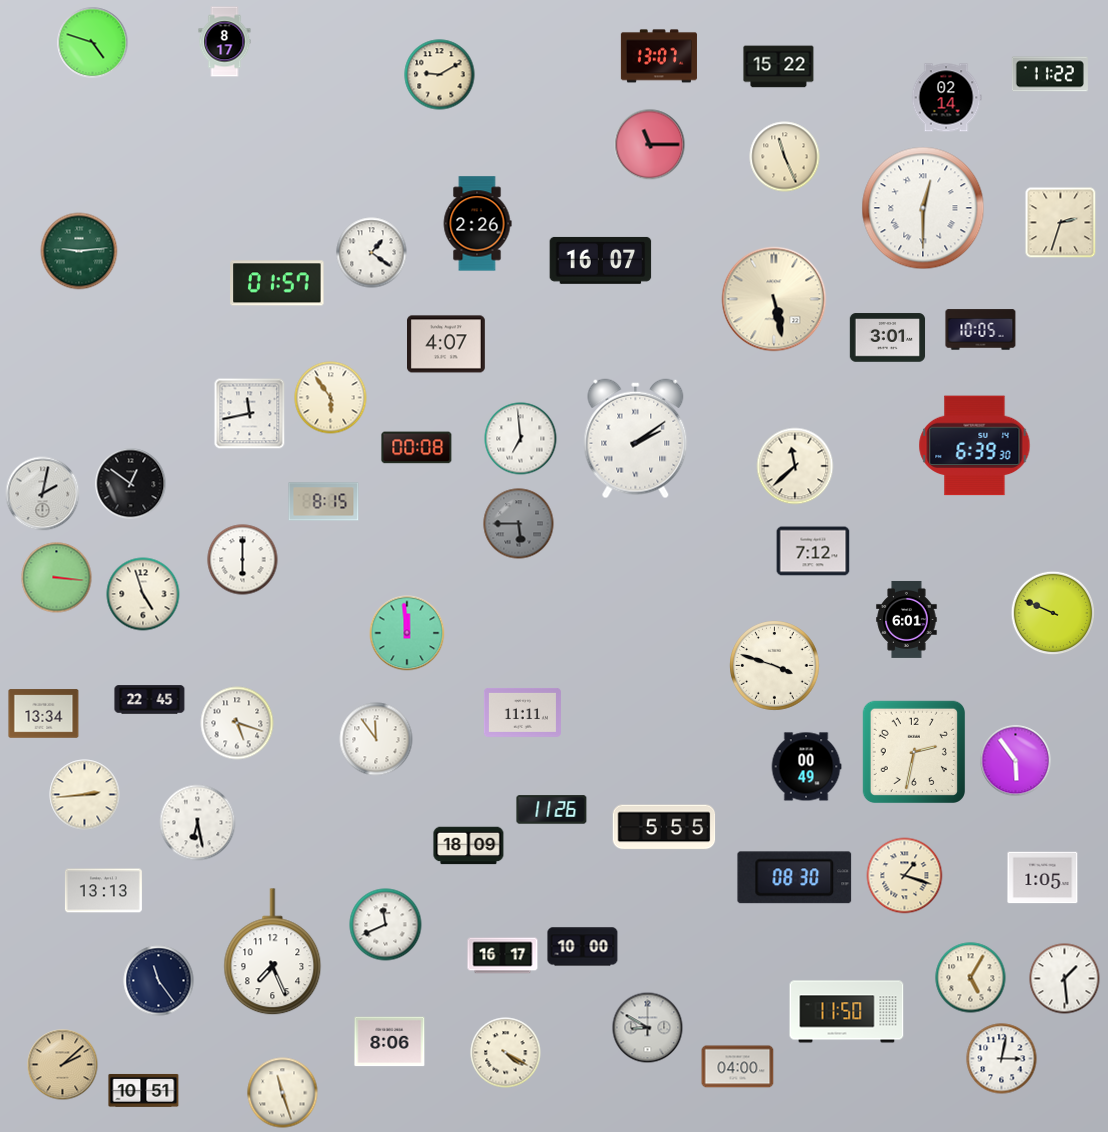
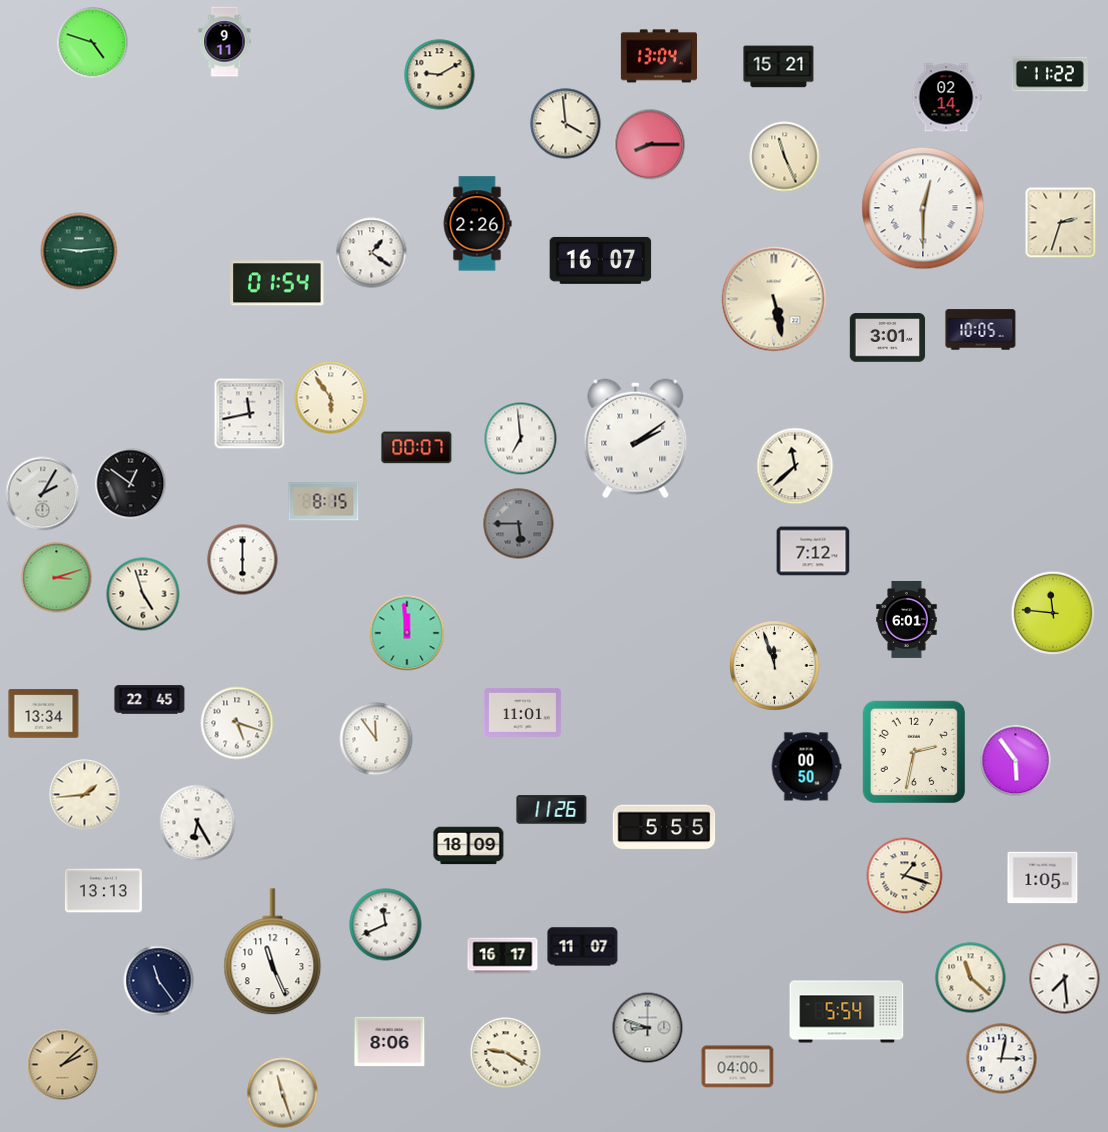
clock at (225, 42): 8:17 -> 9:11
clock at (659, 56): 13:07 -> 13:04
clock at (779, 67): 15:22 -> 15:21
clock at (566, 124): none -> 3:59
clock at (650, 145): 11:15 -> 8:15
clock at (277, 283): 01:57 -> 01:54
clock at (447, 344): 4:07 -> none
clock at (975, 446): 6:39 -> none
clock at (417, 448): 00:08 -> 00:07
clock at (43, 494): 2:02 -> 2:05
clock at (57, 578): 3:16 -> 3:12
clock at (1053, 613): 9:49 -> 11:46
clock at (775, 666): 3:48 -> 11:57
clock at (522, 712): 11:11 -> 11:01
clock at (806, 767): 00:49 -> 00:50
clock at (85, 795): 2:44 -> 1:44
clock at (198, 823): 6:28 -> 6:25
clock at (795, 878): 08:30 -> none
clock at (583, 947): 10:00 -> 11:07
clock at (273, 952): 7:26 -> 11:26
clock at (971, 978): 5:05 -> 11:22
clock at (1065, 979): 1:29 -> 7:29
clock at (847, 1012): 11:50 -> 5:54
clock at (648, 1028): 8:50 -> 8:48
clock at (506, 1053): 4:20 -> 9:20
clock at (144, 1090): 10:51 -> none
